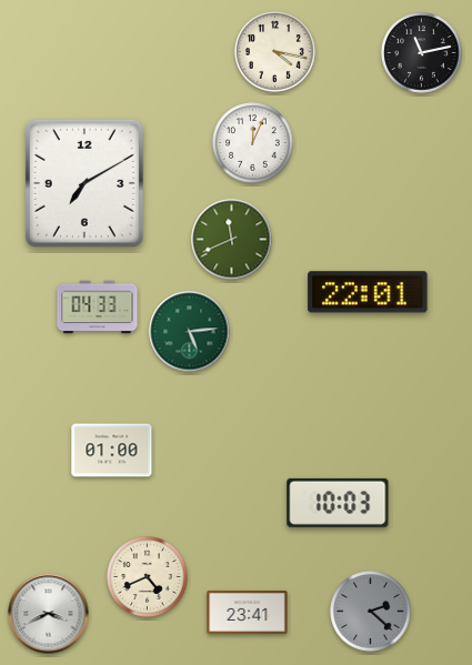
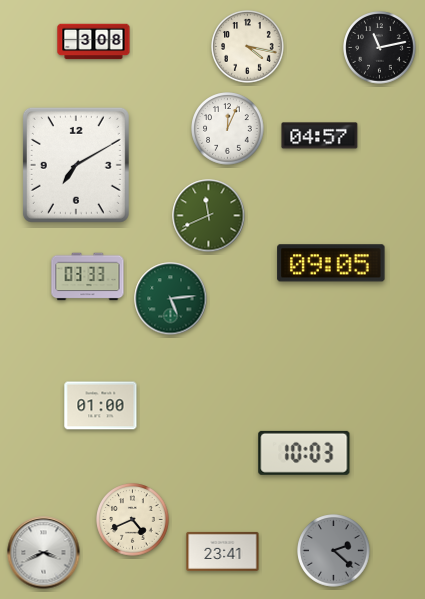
clock at (94, 42): none -> 3:08
clock at (320, 136): none -> 04:57
clock at (368, 292): 22:01 -> 09:05
clock at (98, 308): 04:33 -> 03:33
